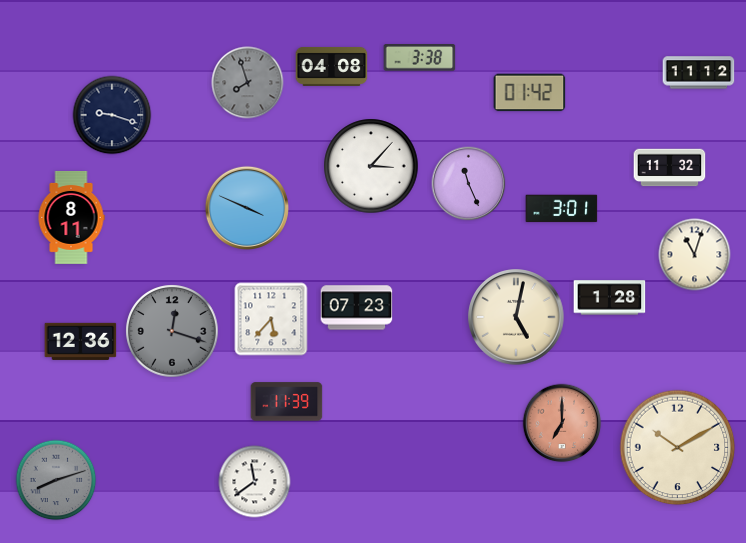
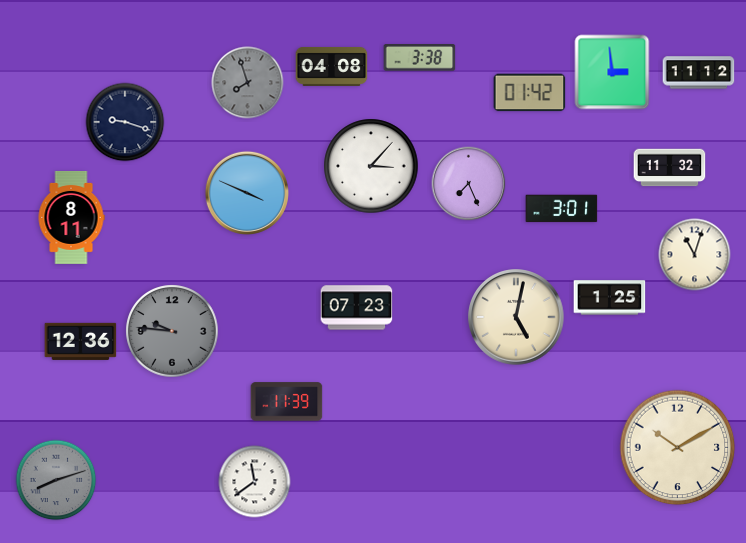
clock at (612, 72): none -> 2:59
clock at (112, 115) position: (112, 115) -> (125, 122)
clock at (469, 184): 11:26 -> 7:26
clock at (247, 208) position: (247, 208) -> (247, 193)
clock at (610, 298): 1:28 -> 1:25
clock at (271, 319): 5:37 -> none
clock at (172, 331): 12:18 -> 9:46
clock at (562, 423): 7:00 -> none
